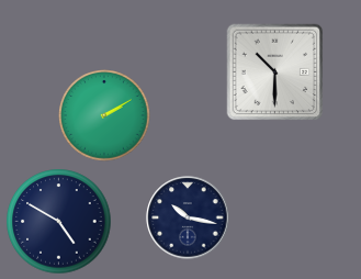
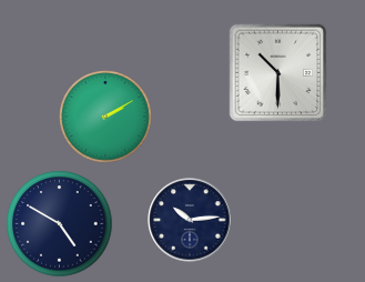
clock at (188, 217): 10:17 -> 10:14
